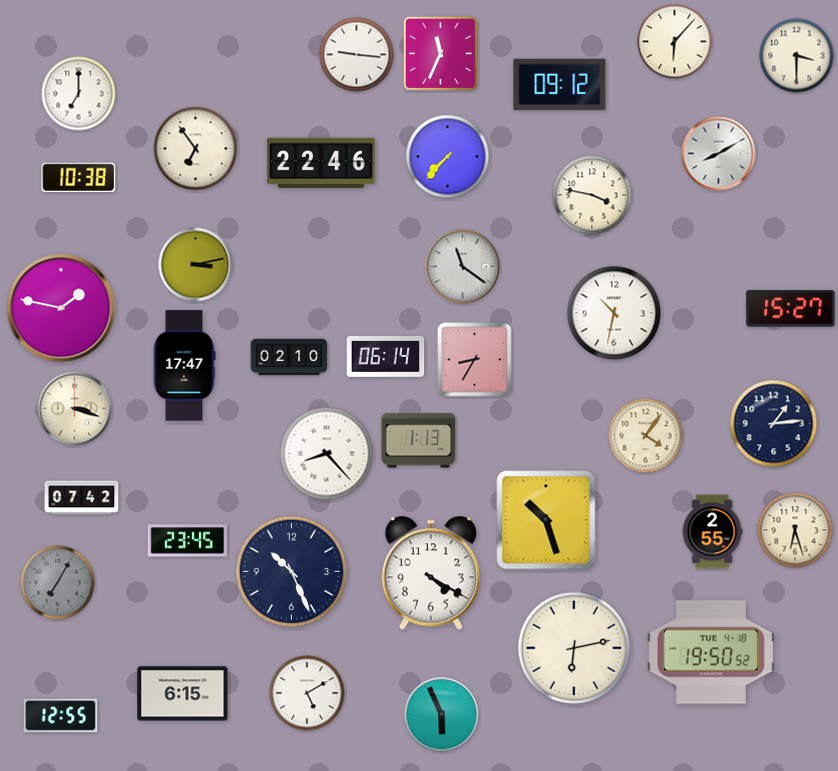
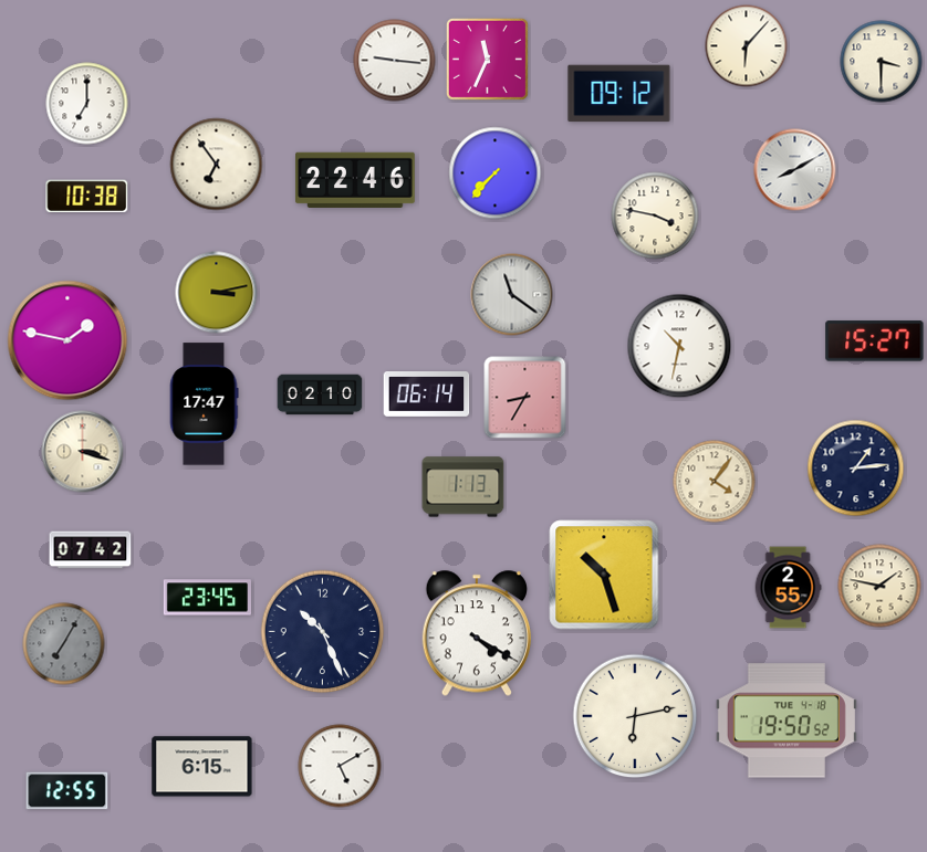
clock at (327, 454): 8:23 -> none
clock at (795, 530): 6:27 -> 1:47
clock at (442, 715): 5:56 -> none
